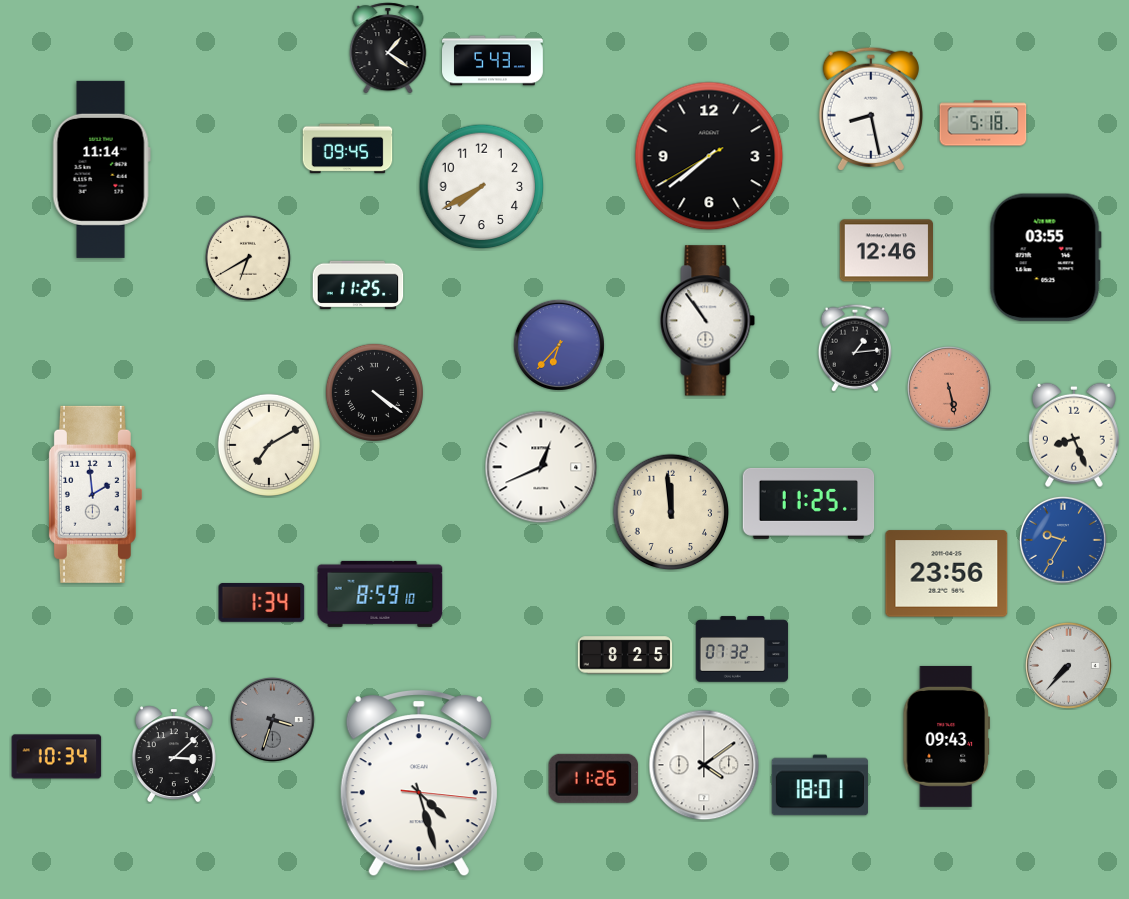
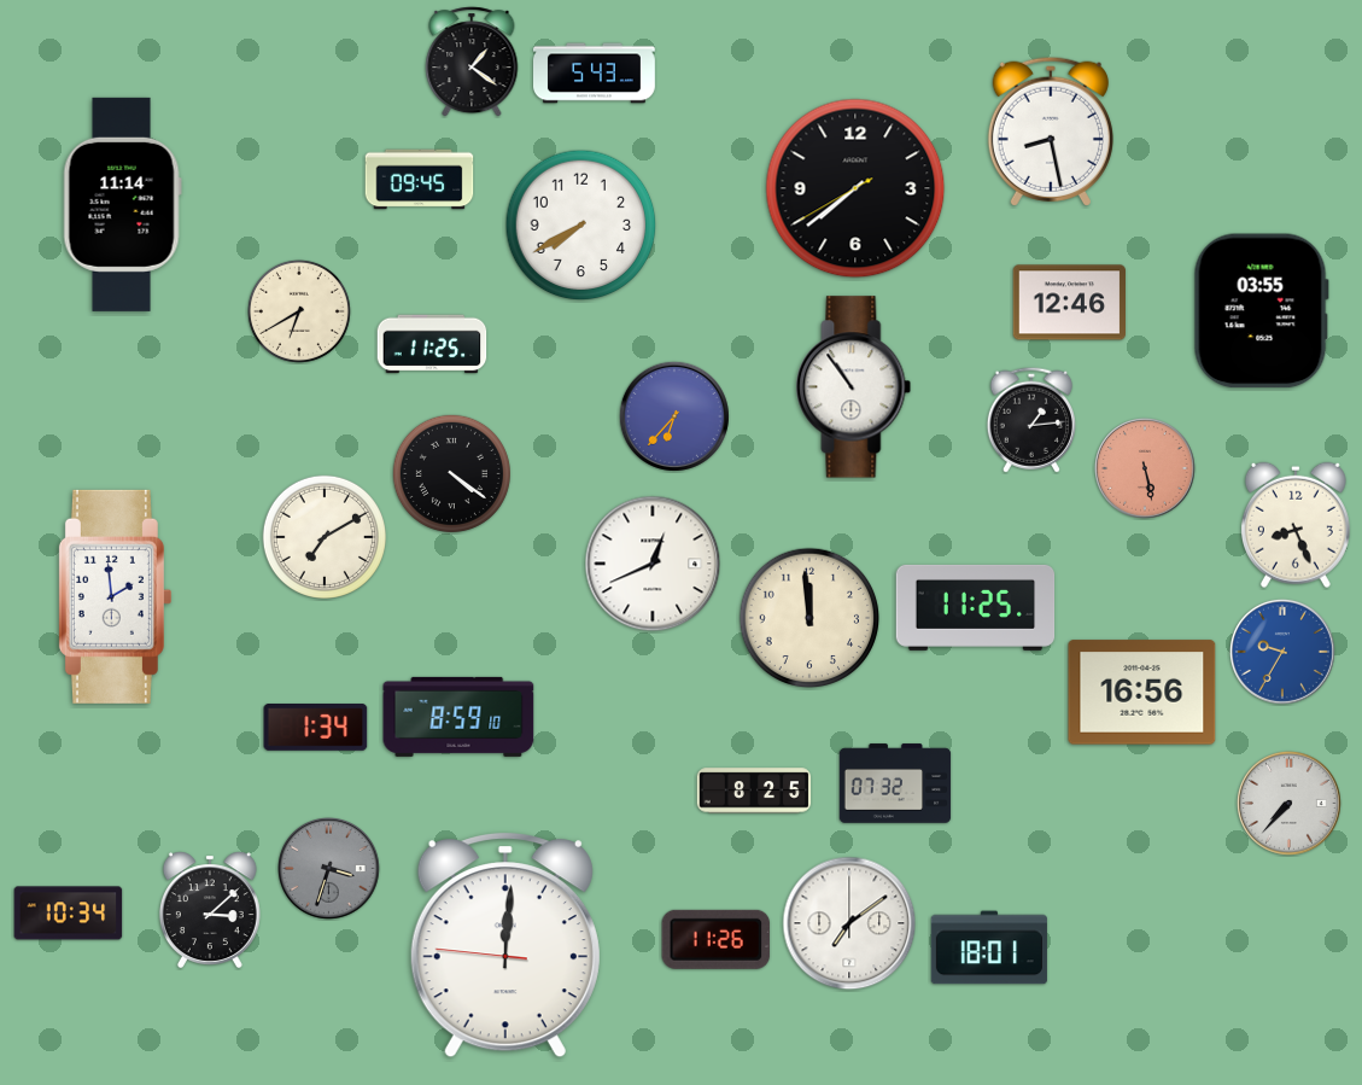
clock at (388, 48) position: (388, 48) -> (472, 62)
clock at (983, 123): 5:18 -> none
clock at (947, 574): 23:56 -> 16:56
clock at (946, 736): 09:43 -> none
clock at (704, 765): 4:09 -> 7:09
clock at (419, 783): 4:27 -> 12:00
